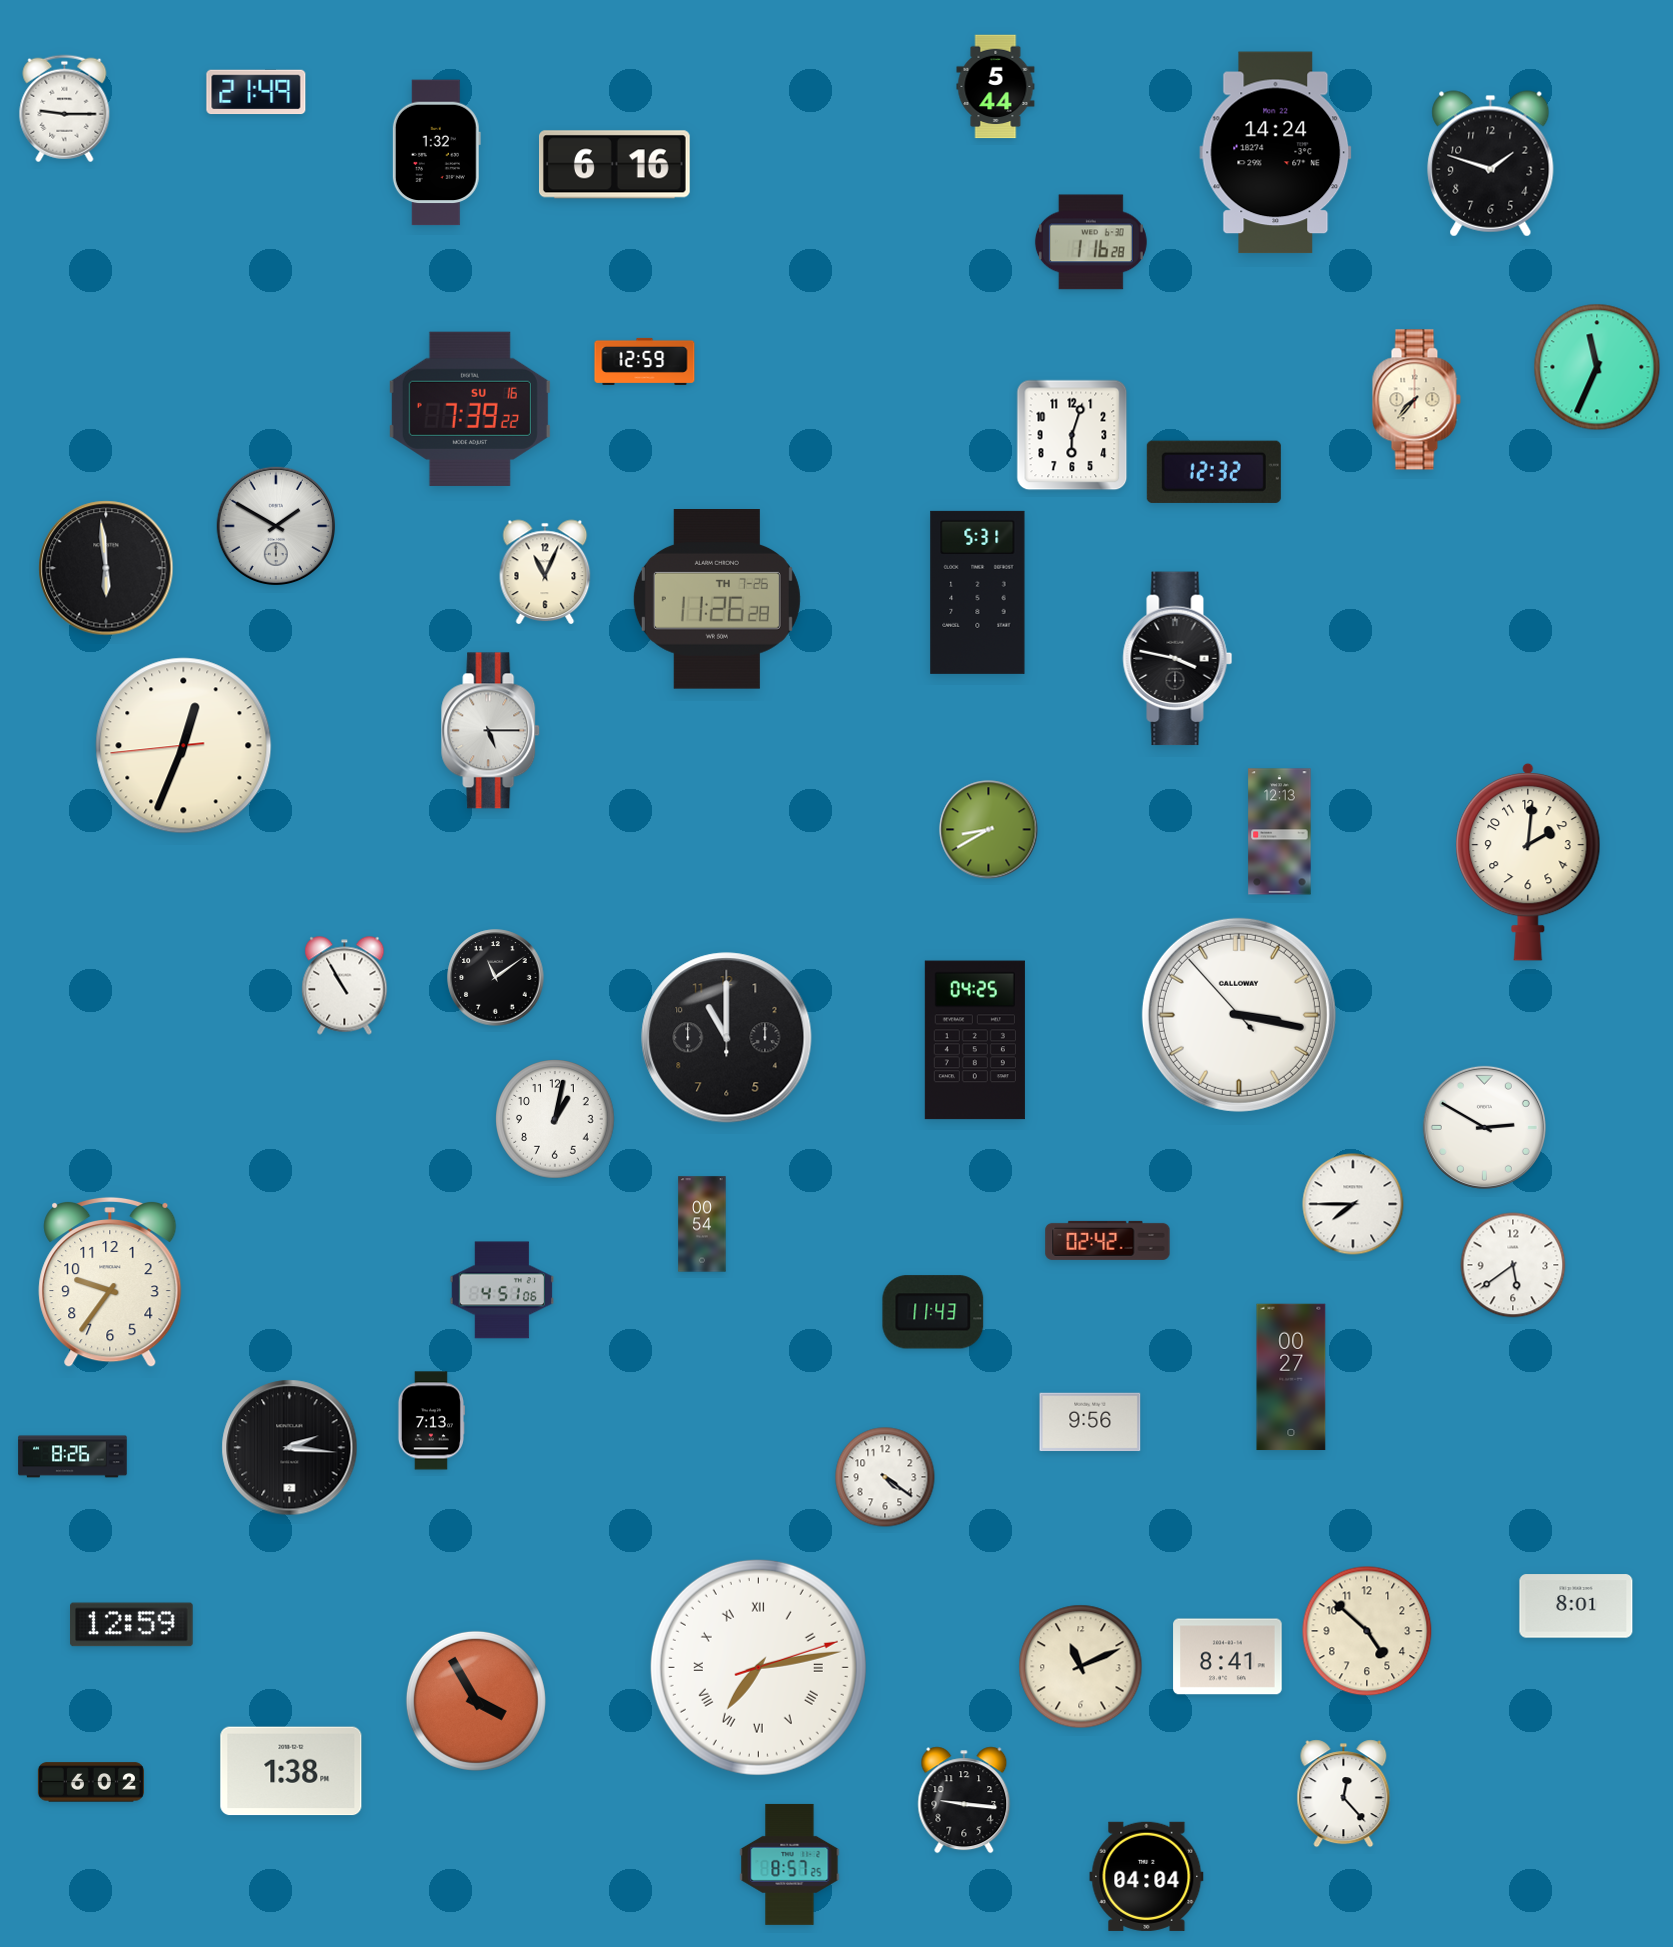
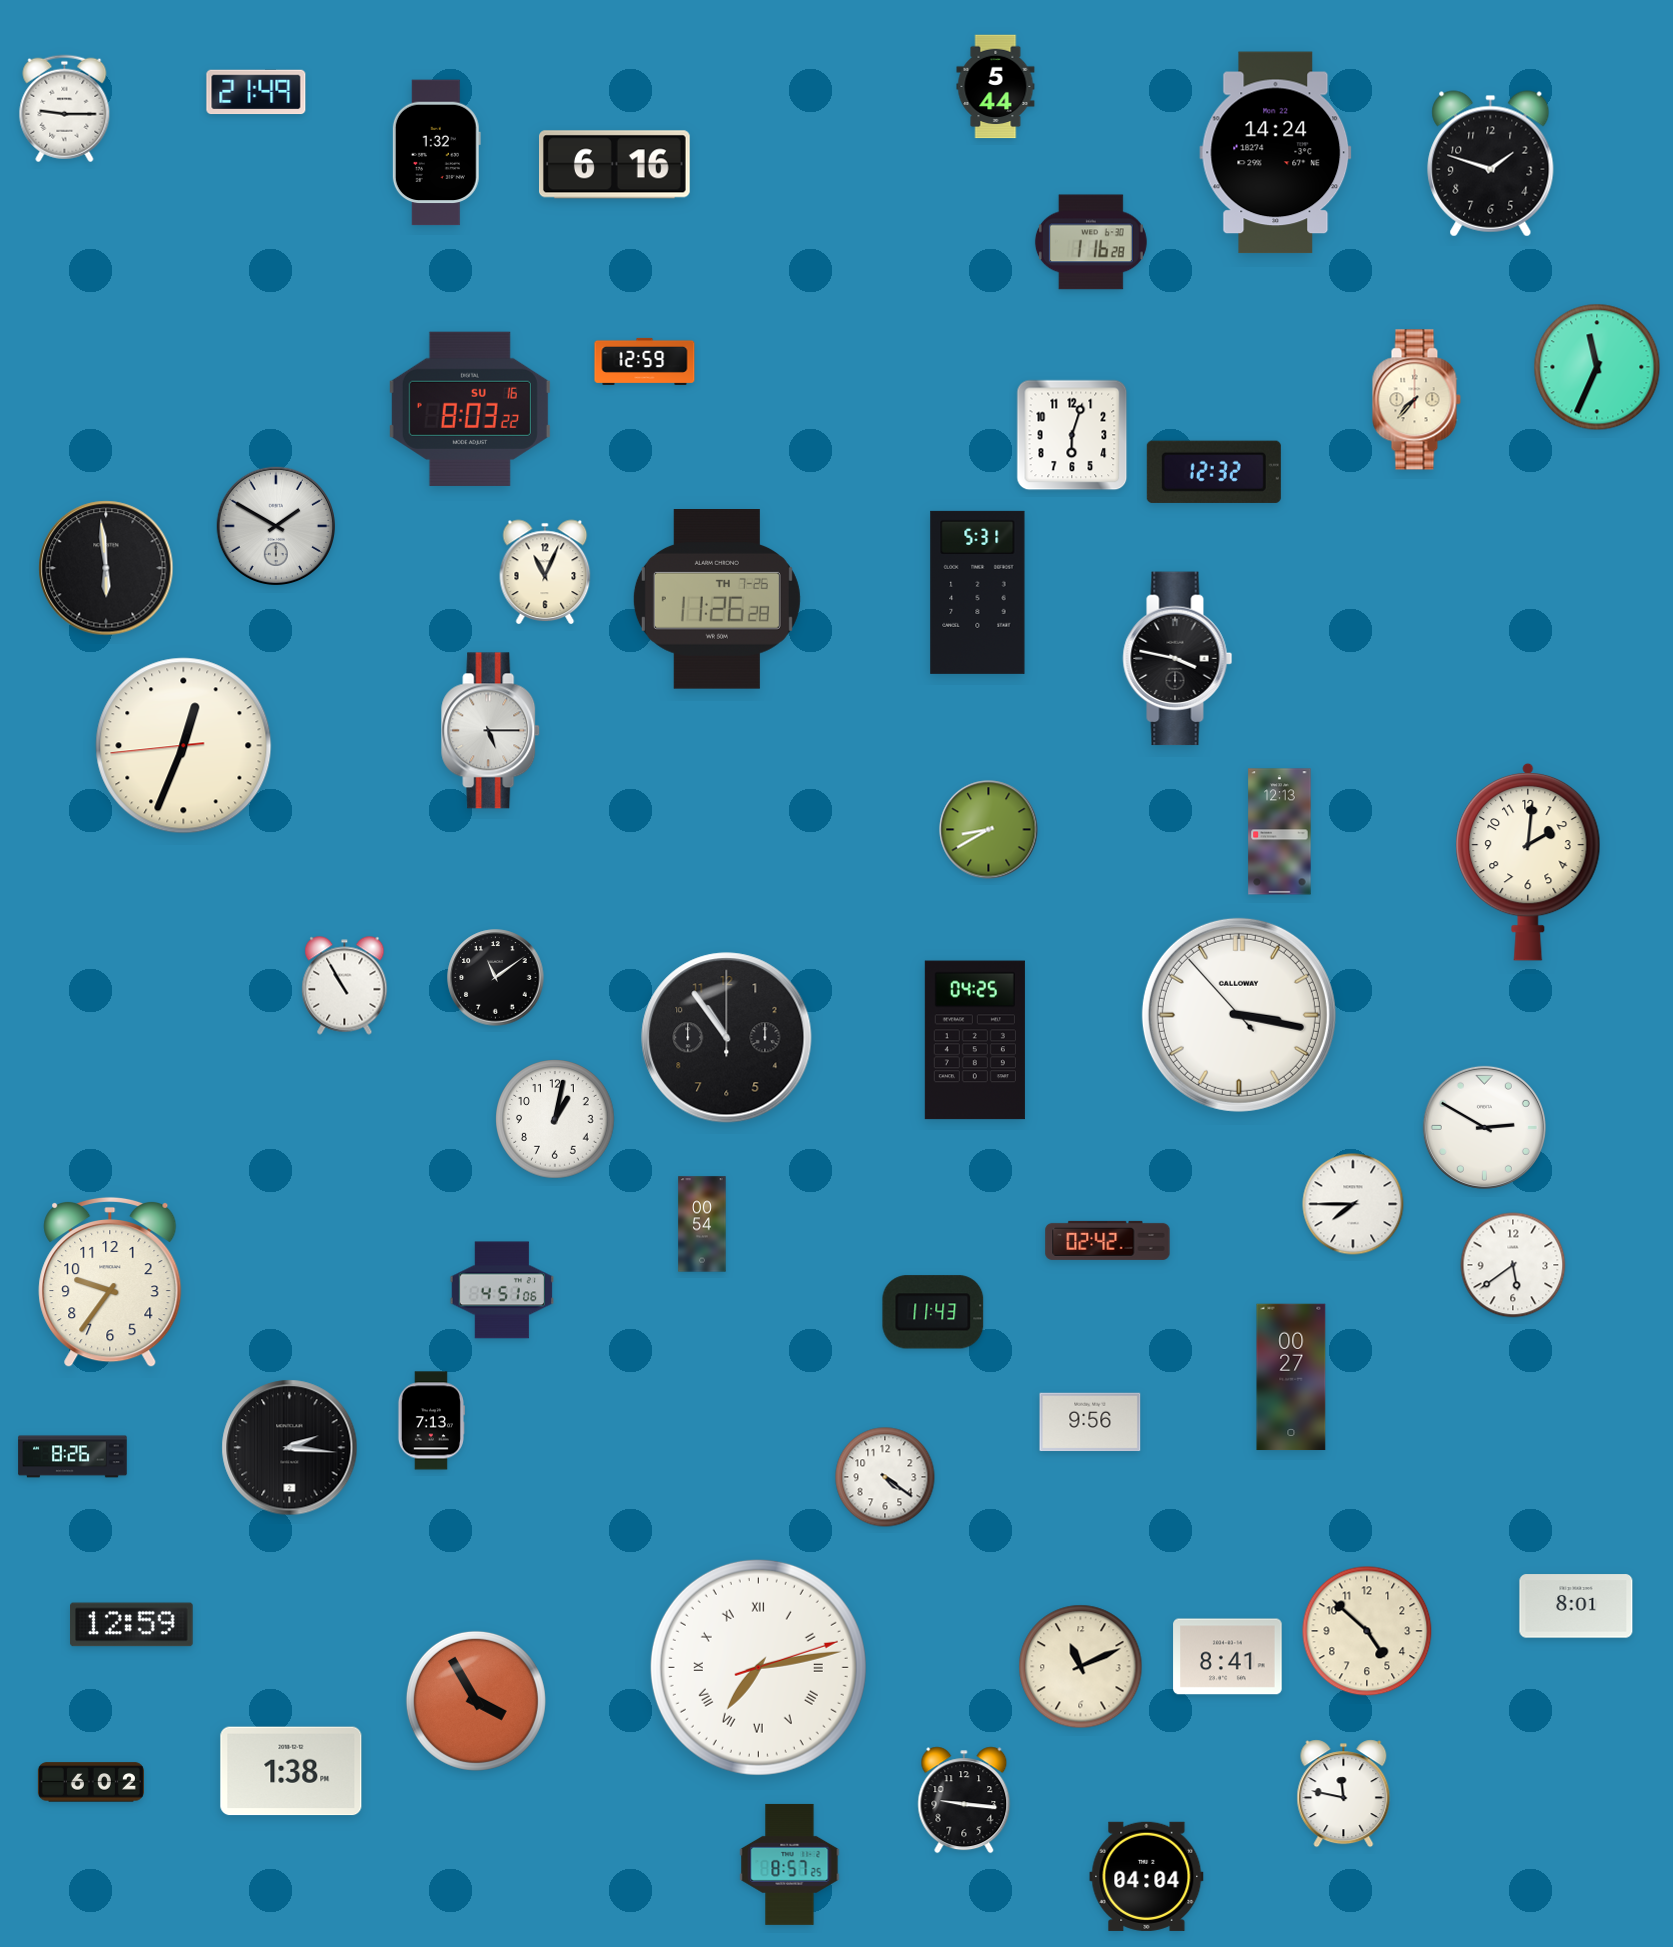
clock at (470, 409): 7:39 -> 8:03
clock at (727, 1038): 11:00 -> 10:54
clock at (1344, 1794): 12:23 -> 11:47
